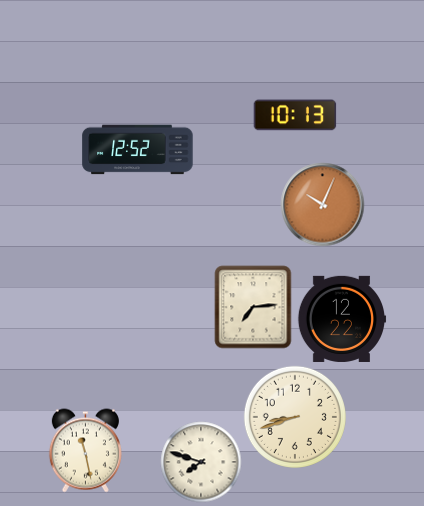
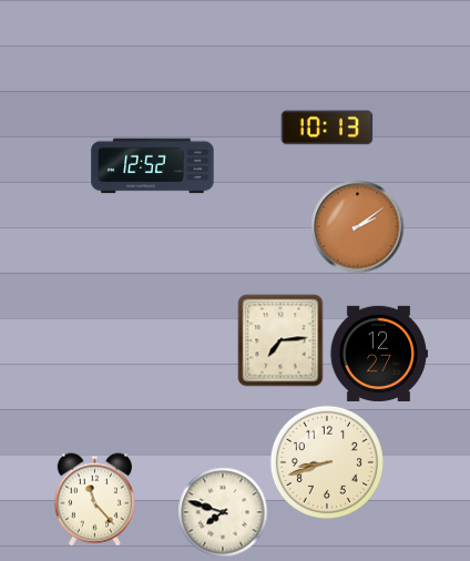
clock at (322, 204): 10:04 -> 2:09
clock at (342, 319): 12:22 -> 12:27
clock at (85, 450): 11:28 -> 11:23
